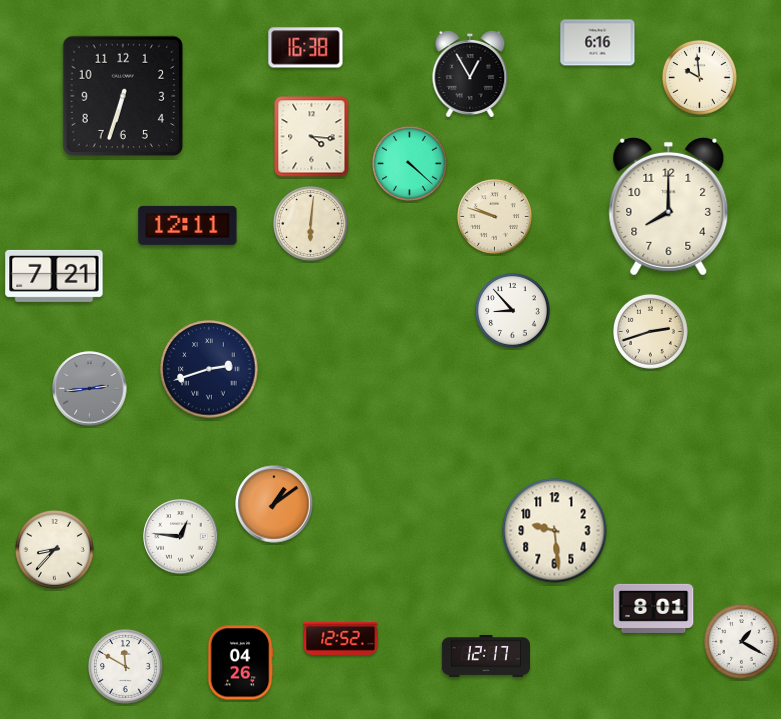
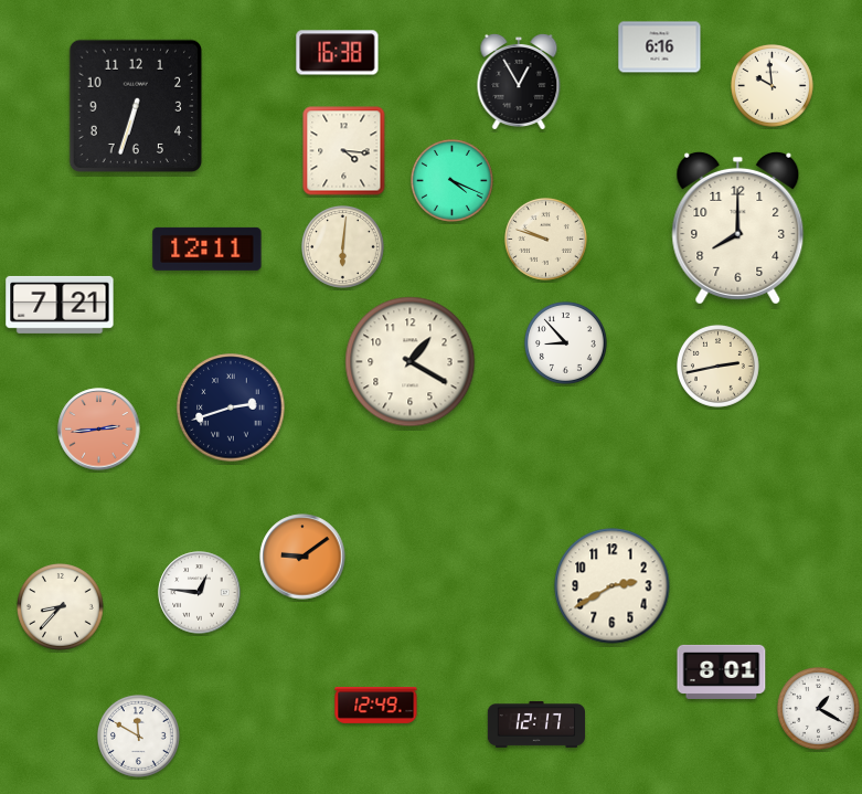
clock at (410, 164): 4:22 -> 4:19
clock at (411, 362): none -> 1:20
clock at (651, 332): 2:42 -> 2:43
clock at (90, 389) dial: grey -> salmon
clock at (274, 504): 1:09 -> 9:09
clock at (555, 531): 9:29 -> 2:40
clock at (341, 639): 12:52 -> 12:49
clock at (240, 663): 04:26 -> none
